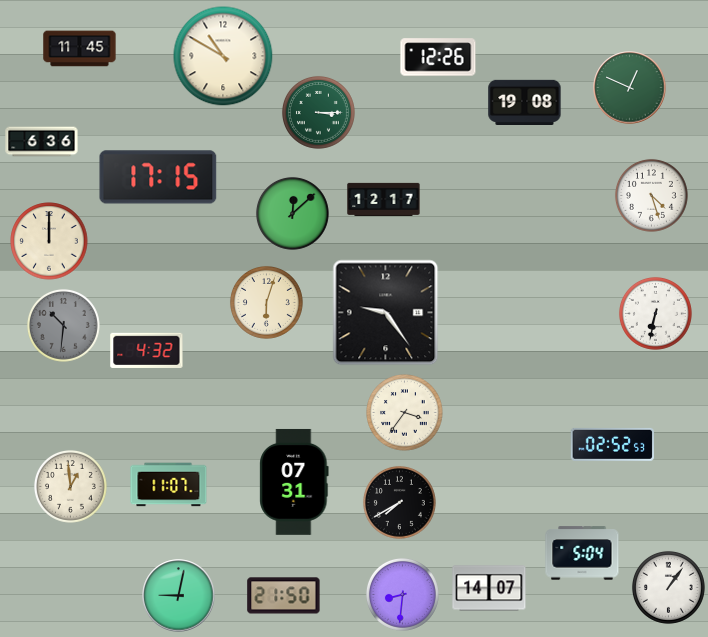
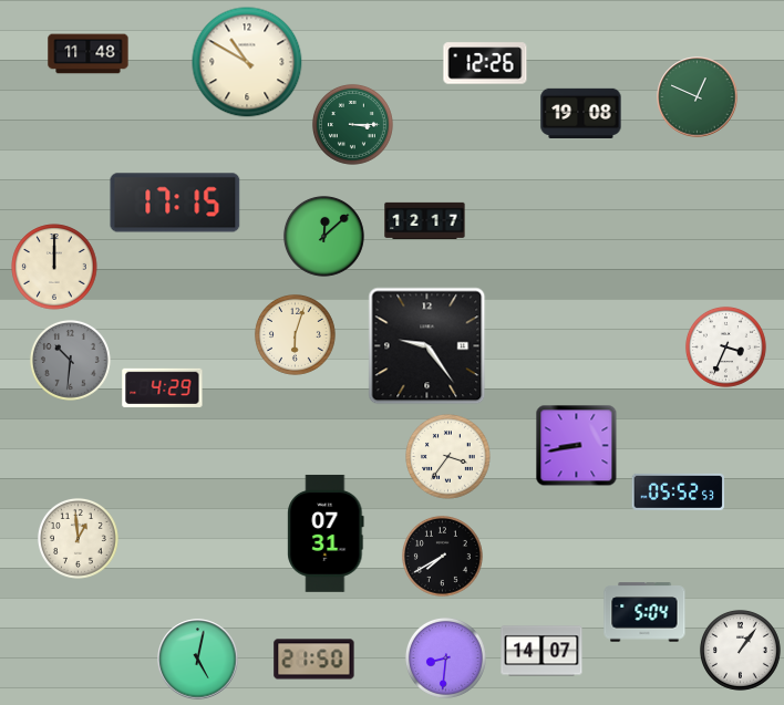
clock at (80, 49): 11:45 -> 11:48
clock at (42, 142): 6:36 -> none
clock at (158, 177) position: (158, 177) -> (175, 203)
clock at (651, 195): 4:27 -> none
clock at (655, 313): 6:32 -> 3:34
clock at (147, 350): 4:32 -> 4:29
clock at (577, 446): none -> 8:43
clock at (612, 444): 02:52 -> 05:52
clock at (169, 485): 11:07 -> none
clock at (179, 596): 9:02 -> 5:02
